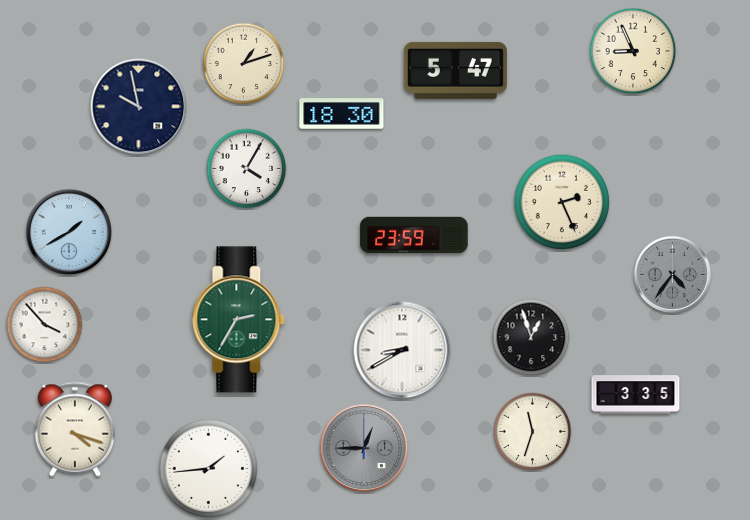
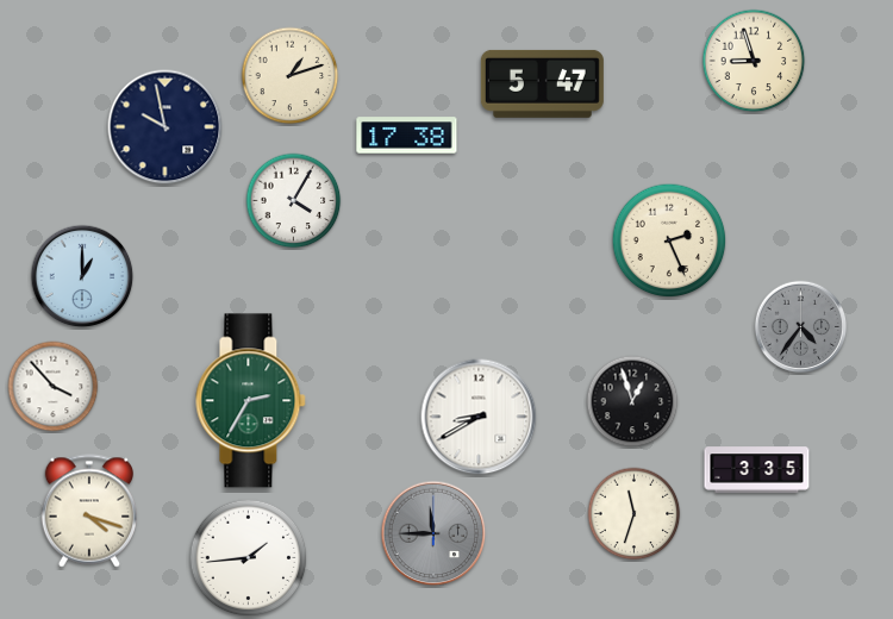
clock at (633, 51): 8:56 -> 8:57
clock at (342, 114): 18:30 -> 17:38
clock at (69, 232): 1:40 -> 1:00
clock at (414, 234): 23:59 -> none
clock at (239, 320) position: (239, 320) -> (251, 401)
clock at (364, 448): 12:45 -> 11:45
